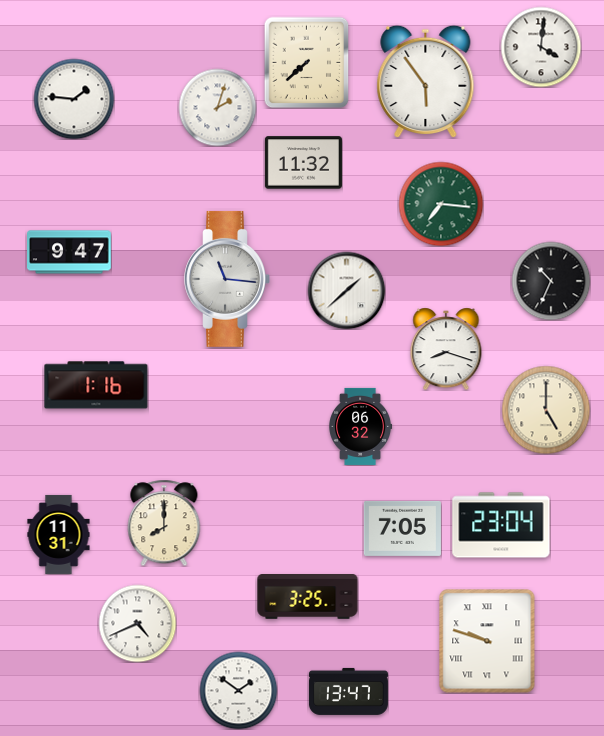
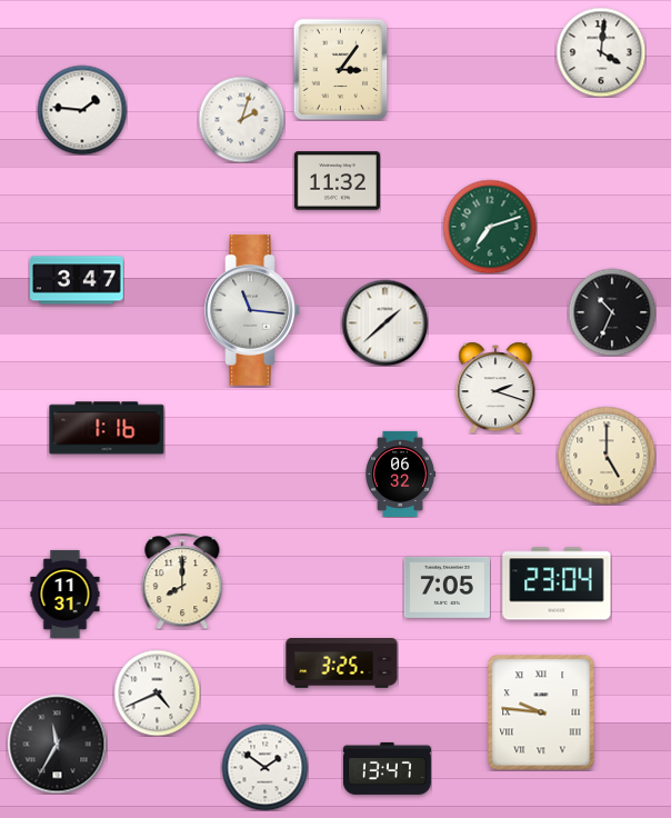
clock at (307, 62): 7:38 -> 3:06
clock at (426, 81): 5:54 -> none
clock at (441, 204): 7:16 -> 7:12
clock at (69, 252): 9:47 -> 3:47
clock at (446, 349): 8:18 -> 2:18
clock at (137, 623) position: (137, 623) -> (157, 692)
clock at (487, 641): 9:48 -> 9:46
clock at (57, 744): none -> 11:35
